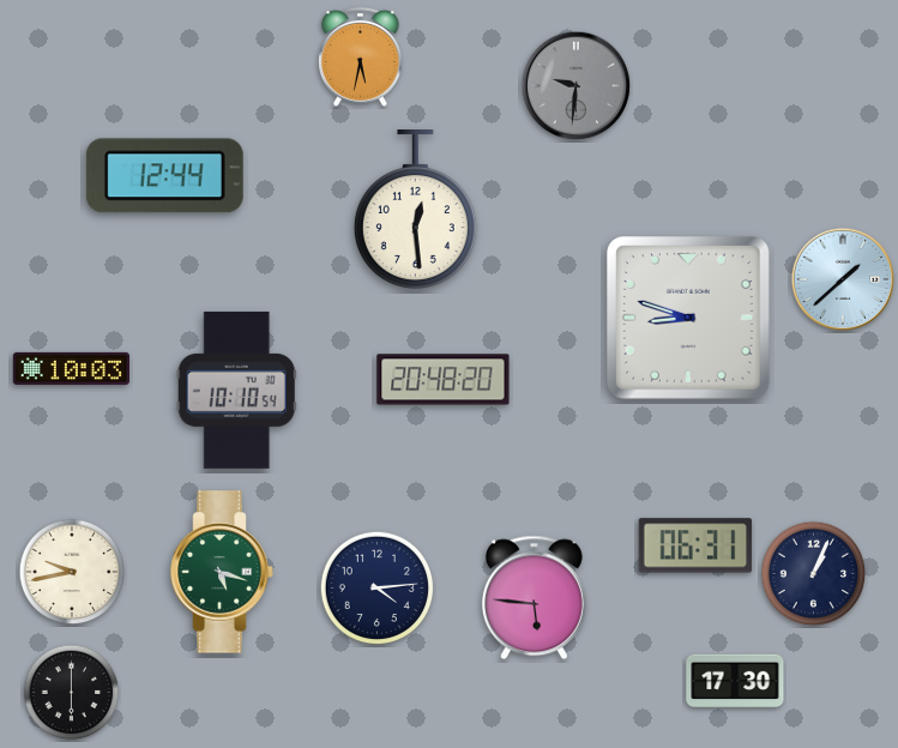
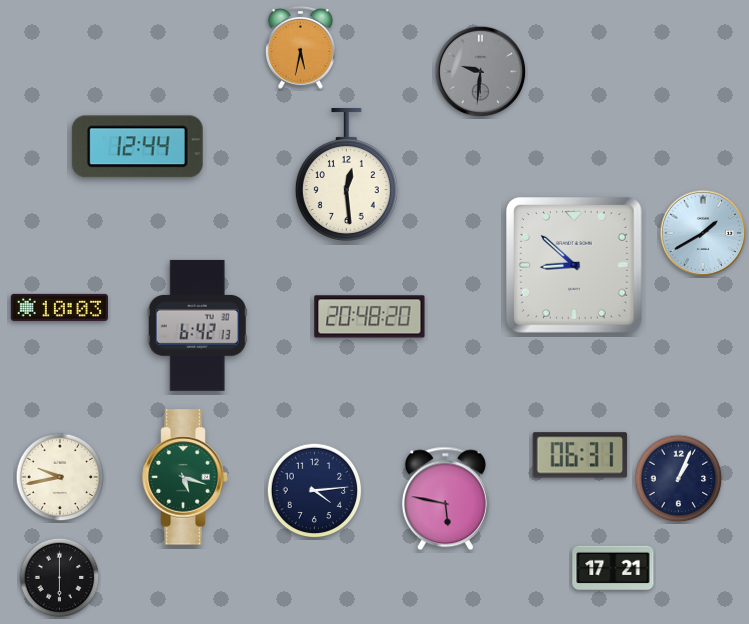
clock at (843, 279): 1:38 -> 1:40
clock at (689, 319): 8:48 -> 8:52
clock at (236, 390): 10:10 -> 6:42
clock at (534, 598): 5:46 -> 5:47
clock at (735, 681): 17:30 -> 17:21
